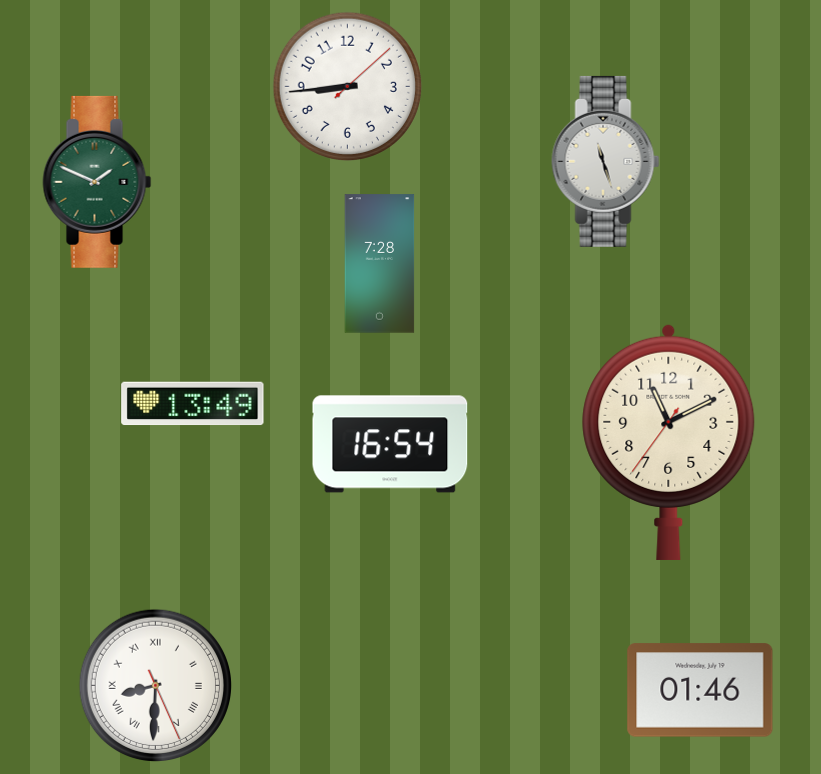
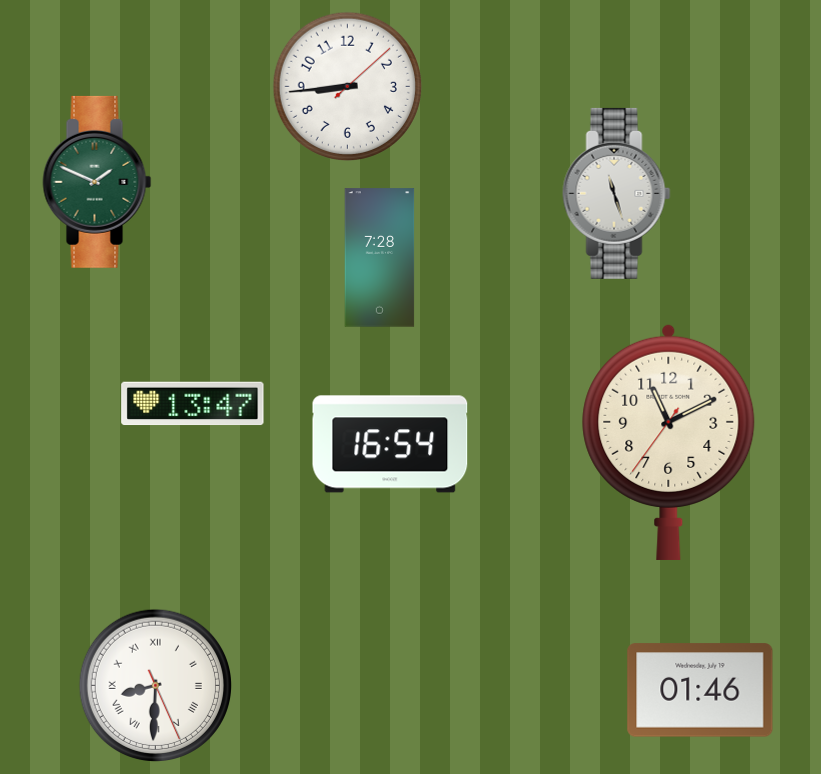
clock at (606, 161) position: (606, 161) -> (617, 193)
clock at (380, 264) position: (380, 264) -> (380, 258)
clock at (193, 404): 13:49 -> 13:47
